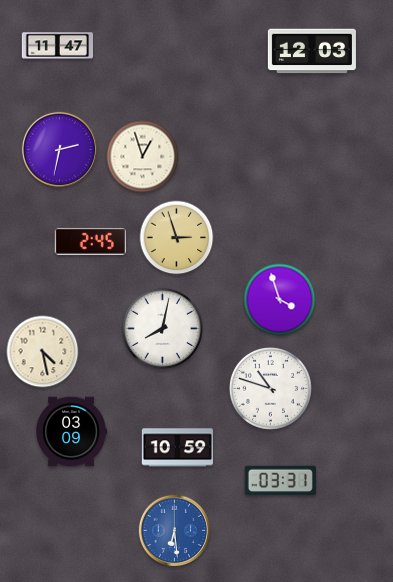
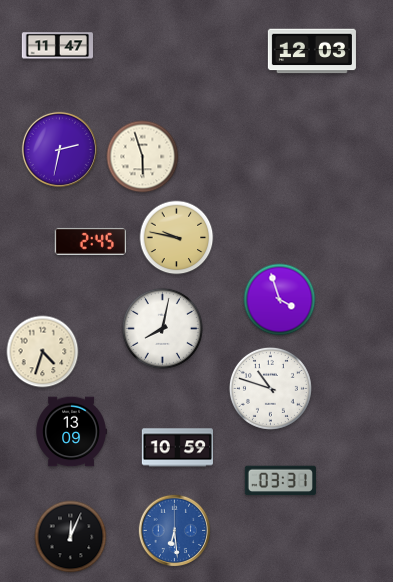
clock at (143, 157): 12:57 -> 5:57
clock at (177, 238): 2:57 -> 9:47
clock at (43, 352): 4:28 -> 4:33
clock at (71, 432): 03:09 -> 13:09
clock at (71, 537): none -> 12:04
